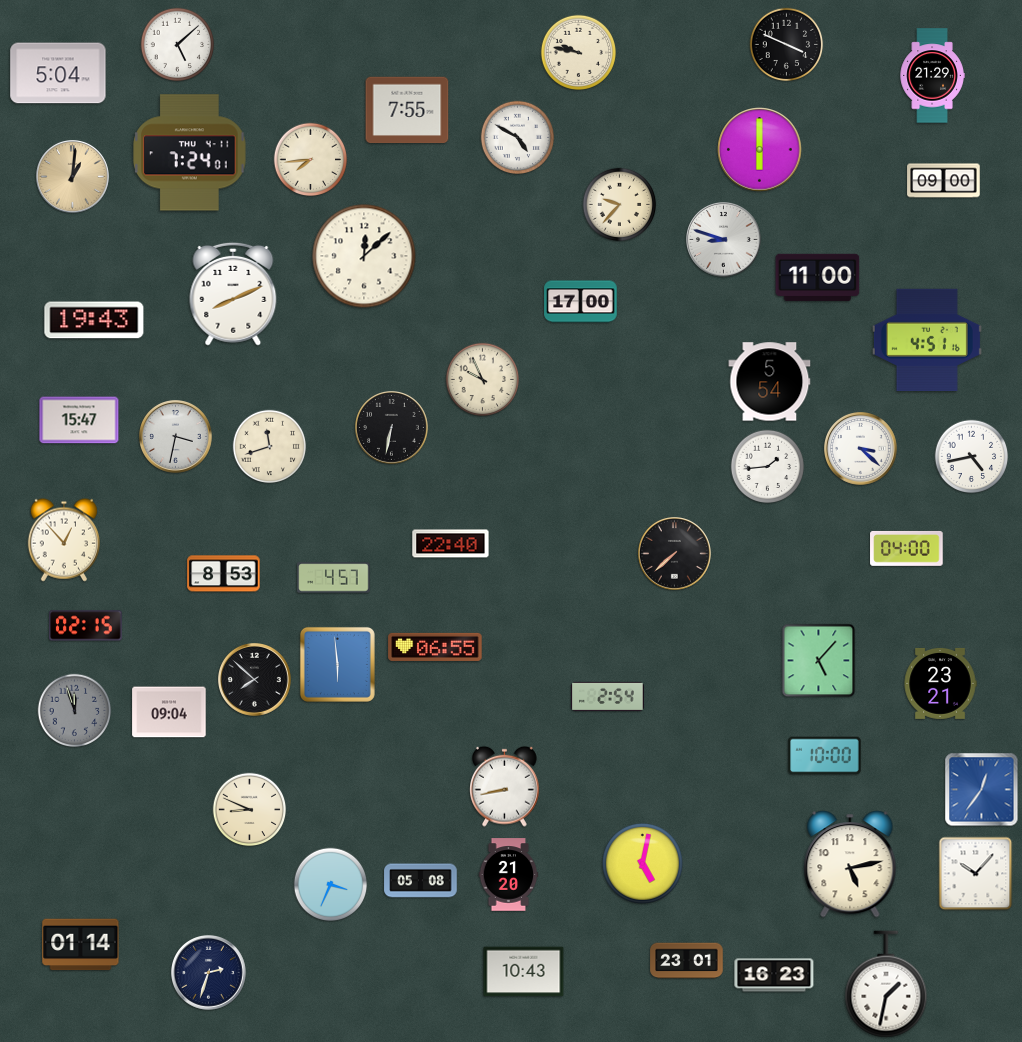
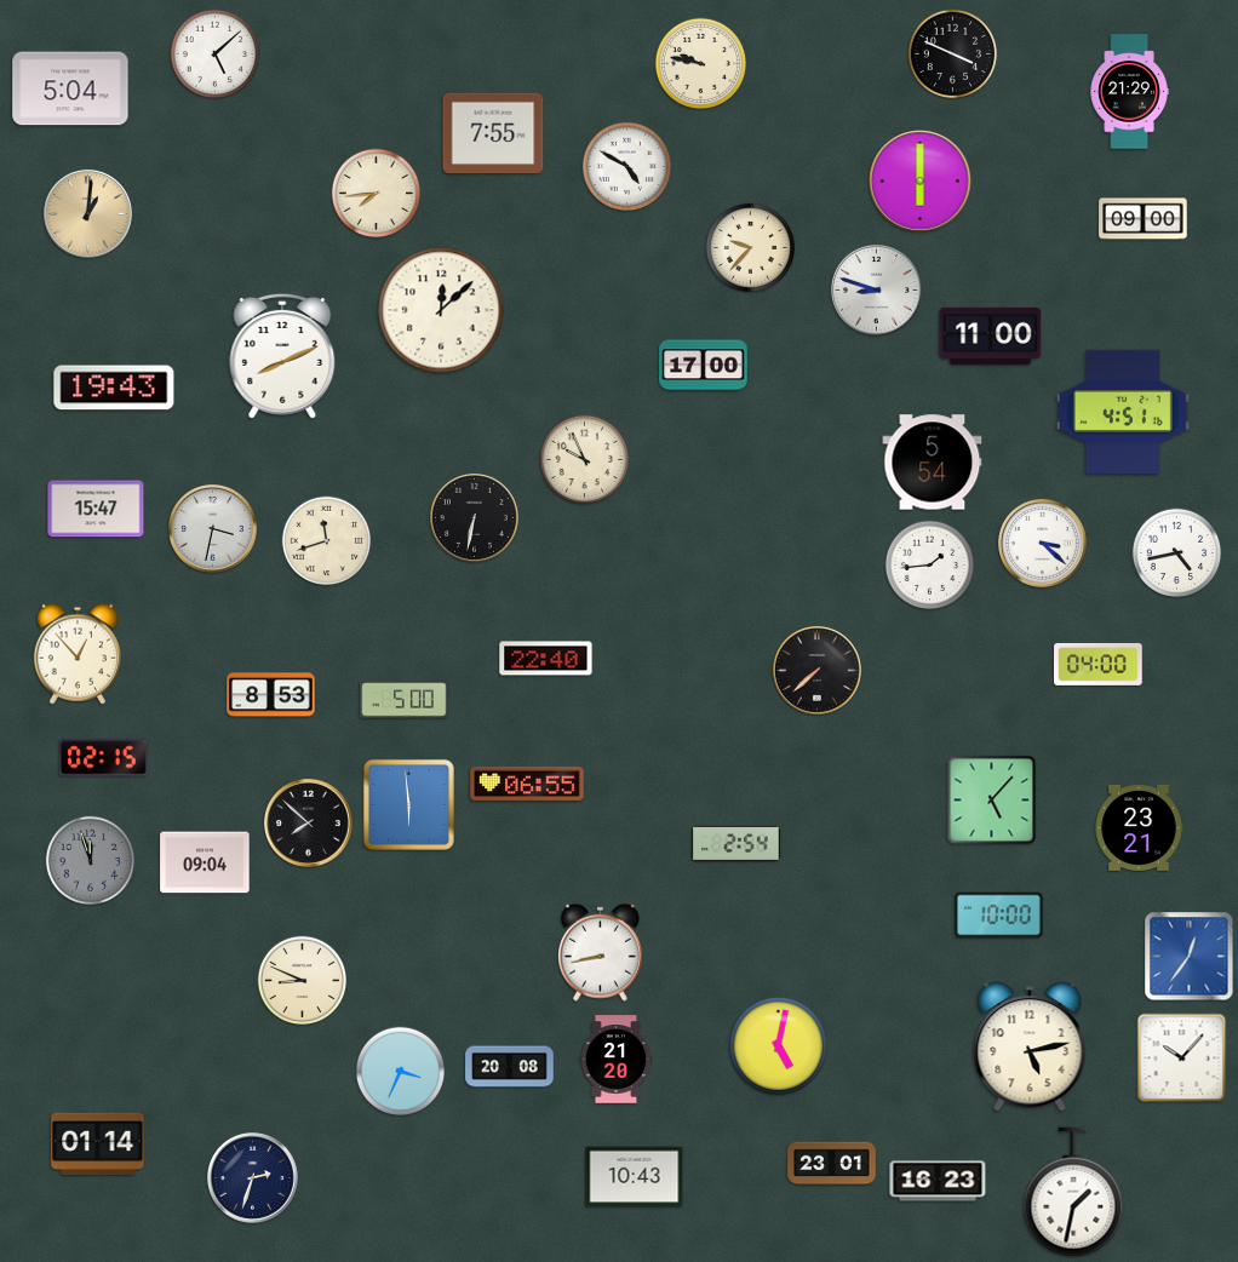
clock at (190, 153): 7:24 -> none
clock at (334, 578): 4:57 -> 5:00
clock at (505, 786) position: (505, 786) -> (601, 952)
clock at (421, 881): 05:08 -> 20:08
